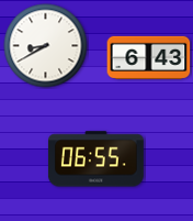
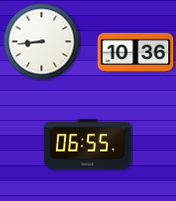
clock at (46, 46): 8:40 -> 8:44
clock at (149, 57): 6:43 -> 10:36
